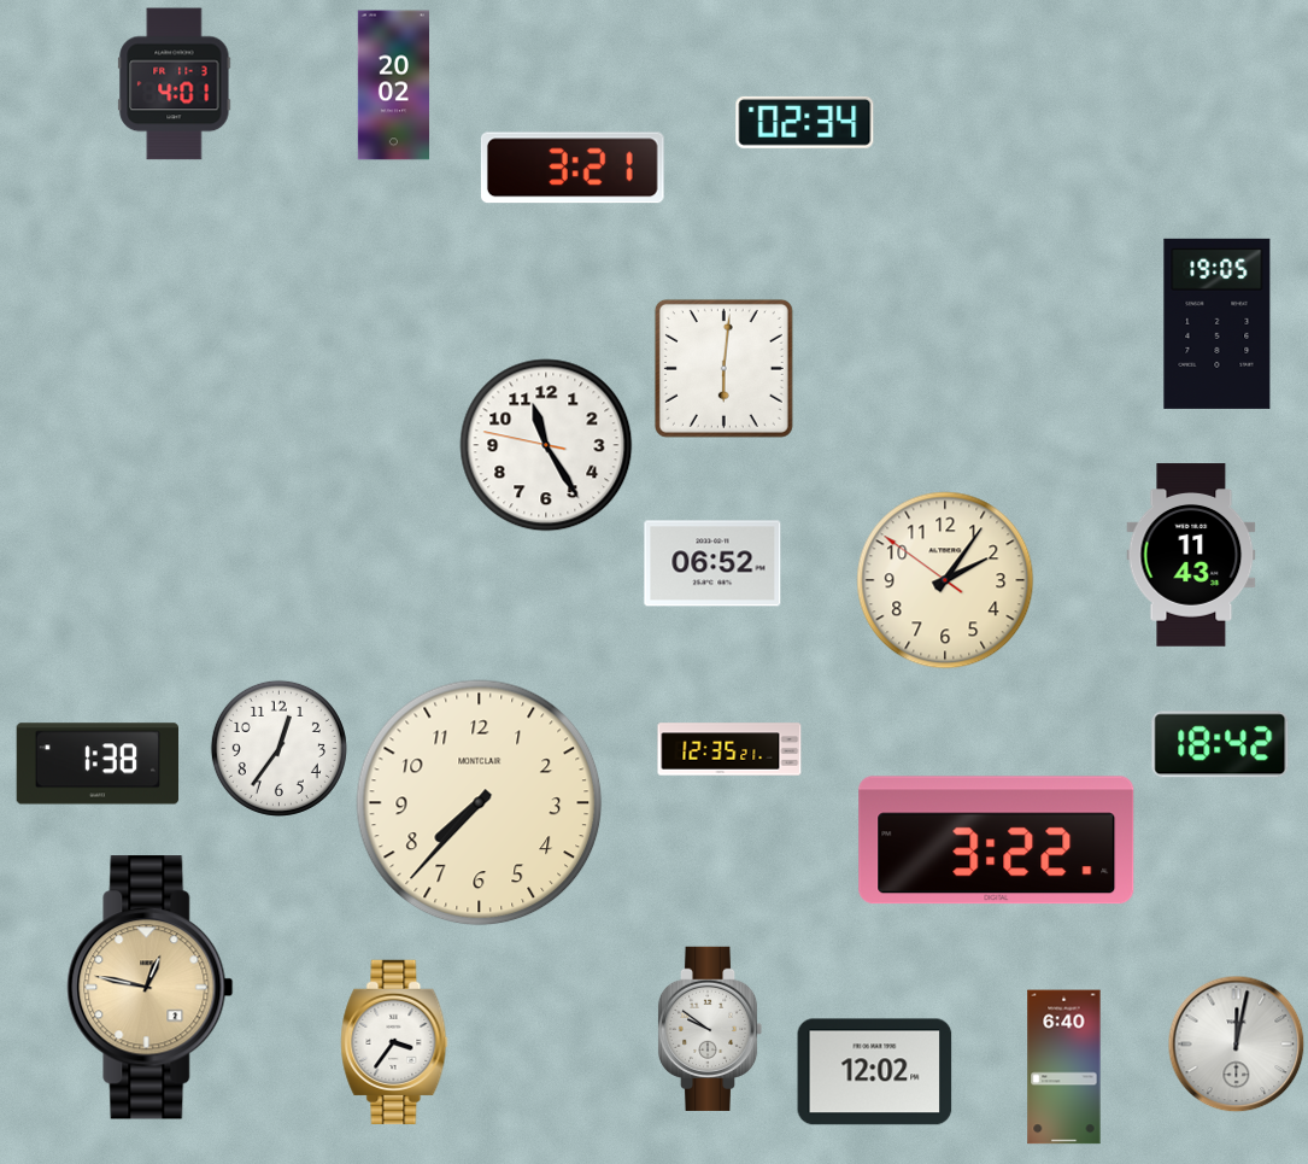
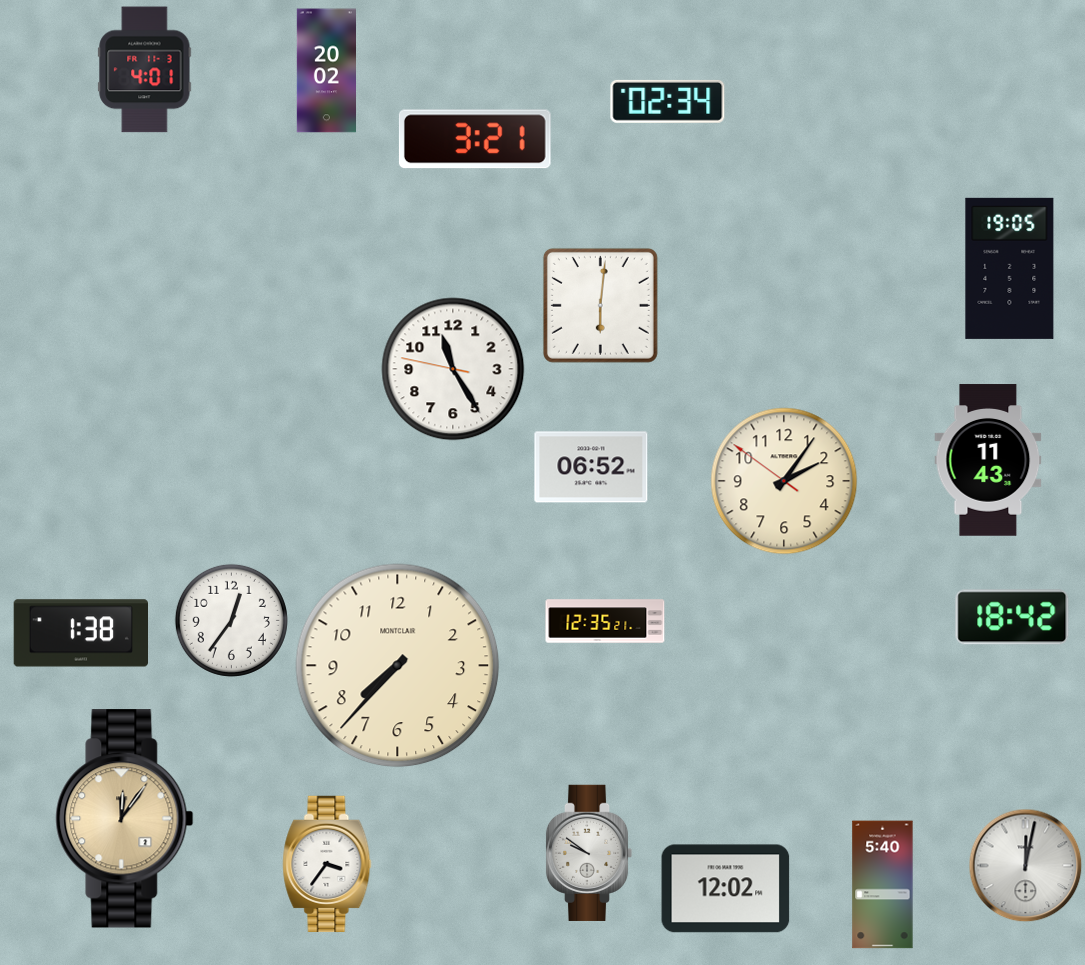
clock at (997, 841): 3:22 -> none
clock at (151, 988): 12:47 -> 12:06
clock at (1064, 1068): 6:40 -> 5:40
